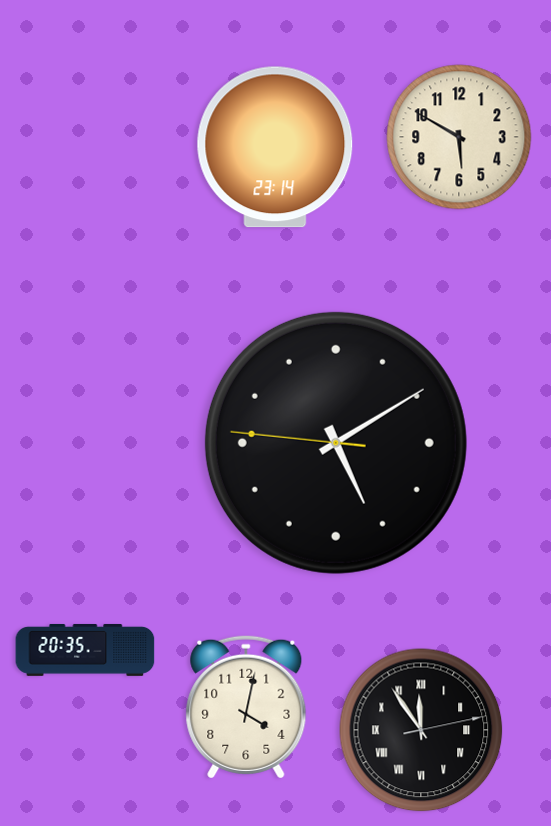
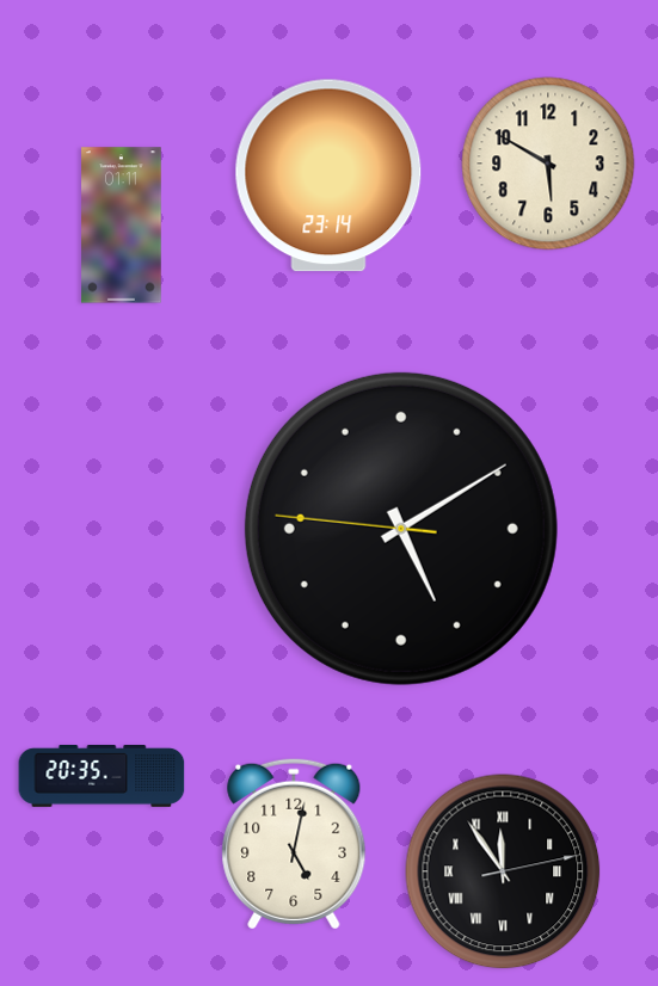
clock at (122, 226): none -> 01:11
clock at (246, 707): 4:02 -> 5:02
